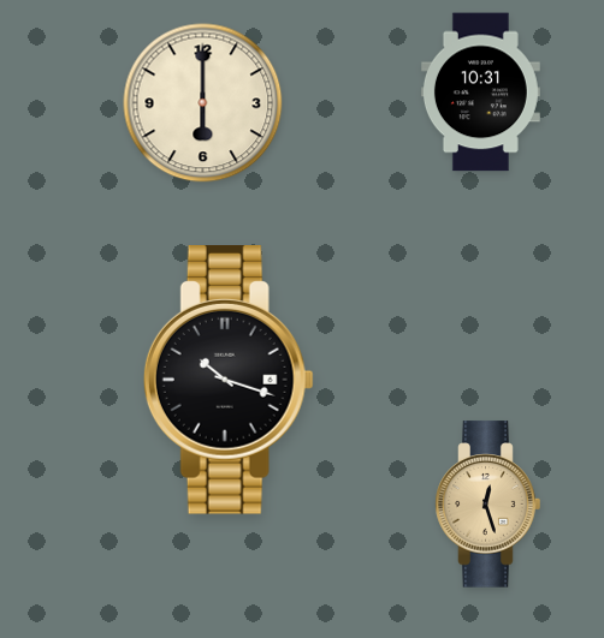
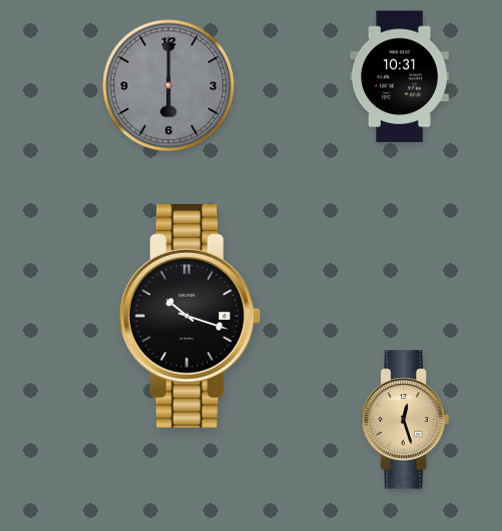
clock at (203, 103) dial: cream -> grey
